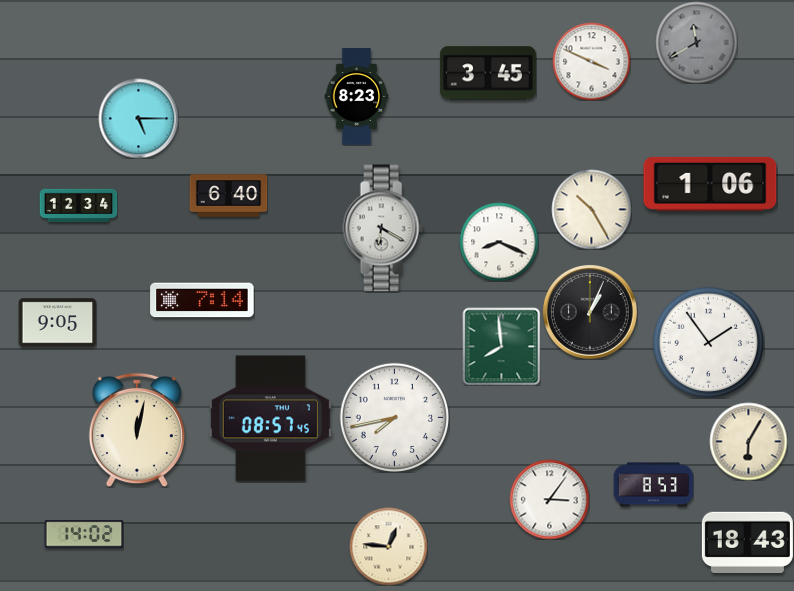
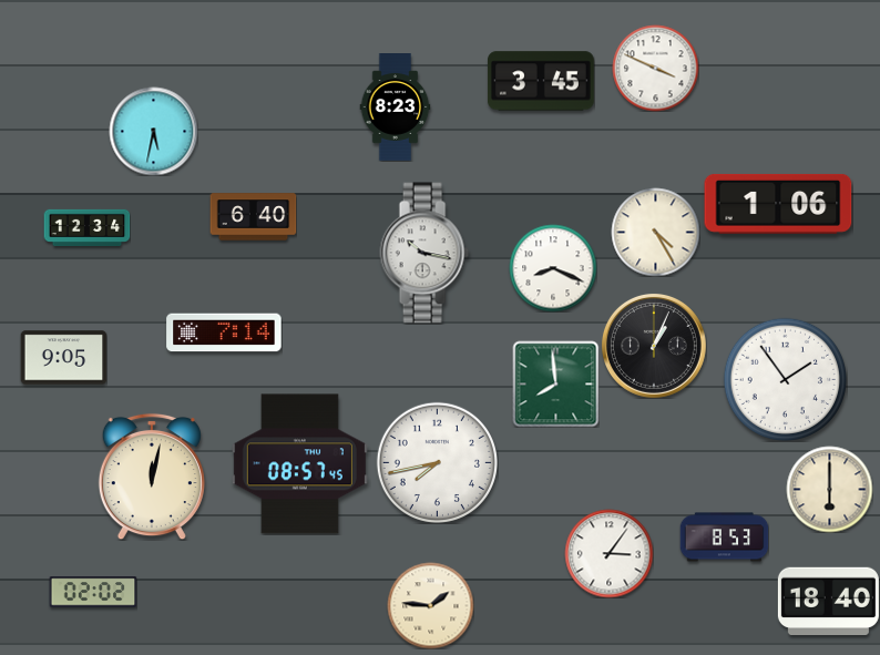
clock at (696, 42): 11:40 -> none
clock at (138, 118): 5:15 -> 5:32
clock at (710, 184) position: (710, 184) -> (778, 204)
clock at (591, 209): 10:25 -> 4:25
clock at (383, 228): 6:20 -> 10:17
clock at (748, 441): 6:05 -> 6:00
clock at (84, 534): 14:02 -> 02:02
clock at (747, 542): 18:43 -> 18:40
clock at (388, 546): 12:46 -> 1:46
